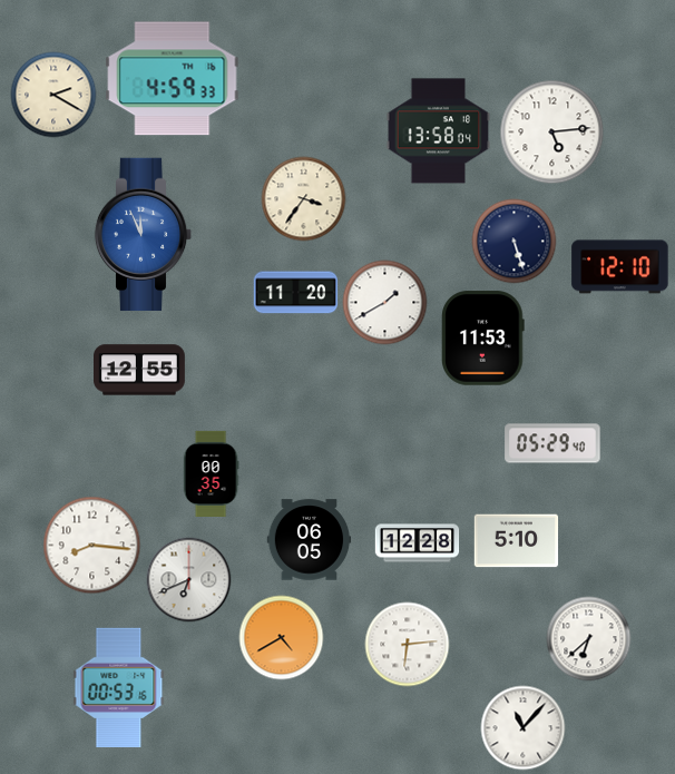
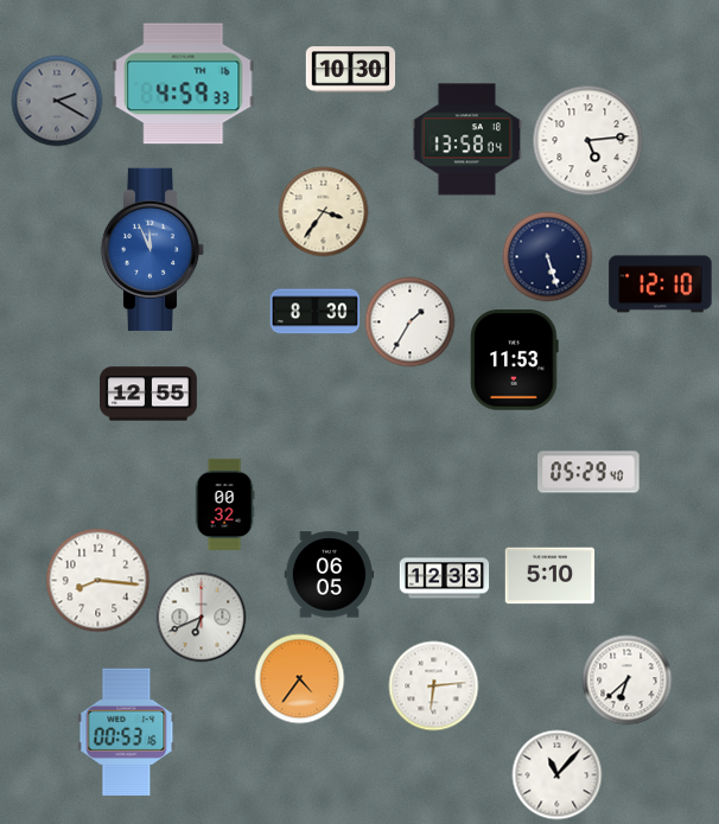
clock at (351, 70): none -> 10:30
clock at (53, 95) dial: cream -> grey
clock at (296, 293): 11:20 -> 8:30
clock at (385, 303): 1:40 -> 1:35
clock at (211, 473): 00:35 -> 00:32
clock at (418, 543): 12:28 -> 12:33
clock at (282, 638): 4:40 -> 4:36
